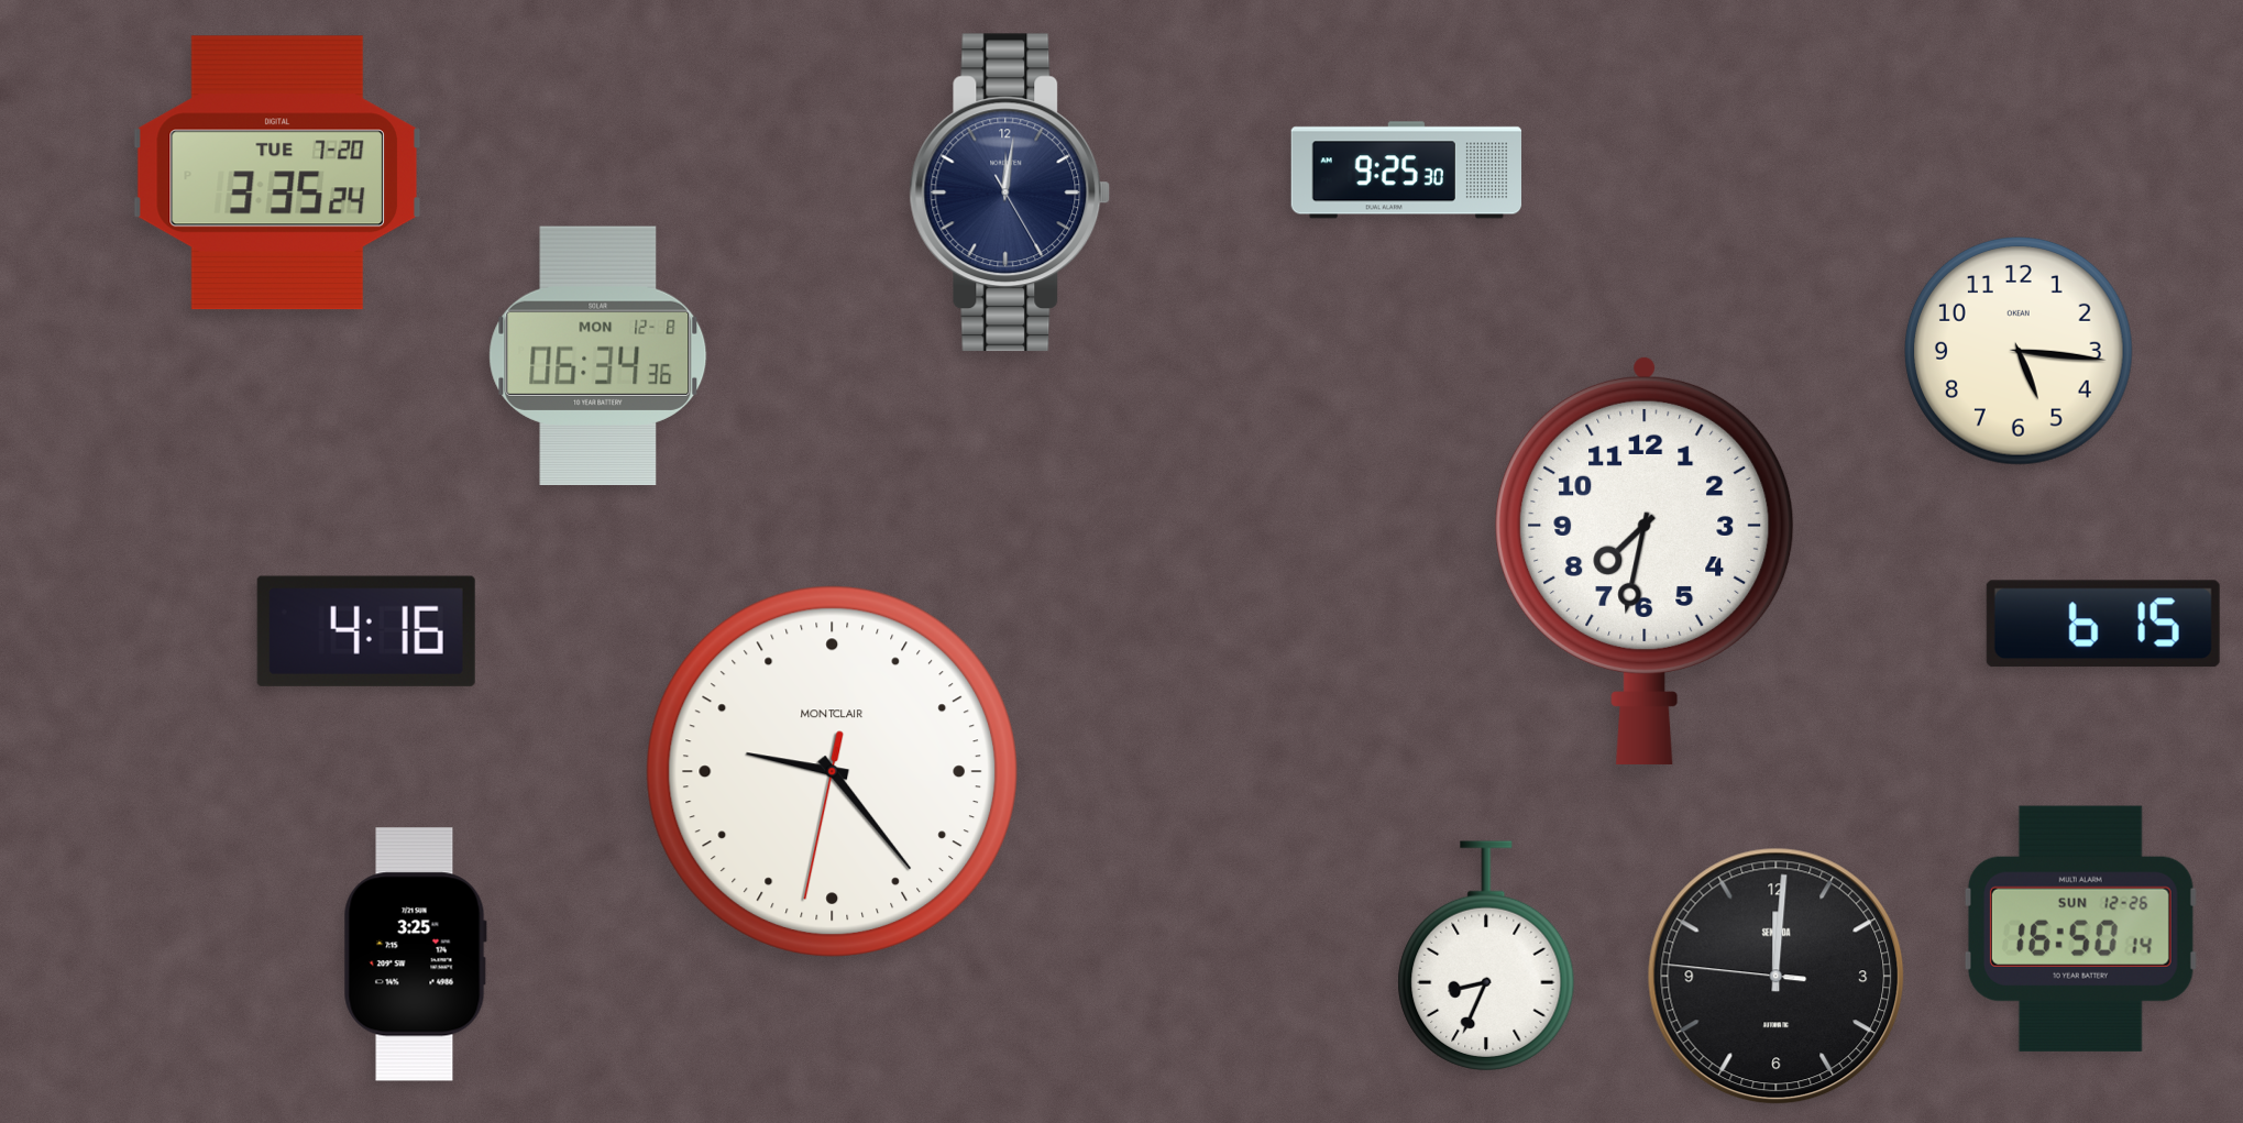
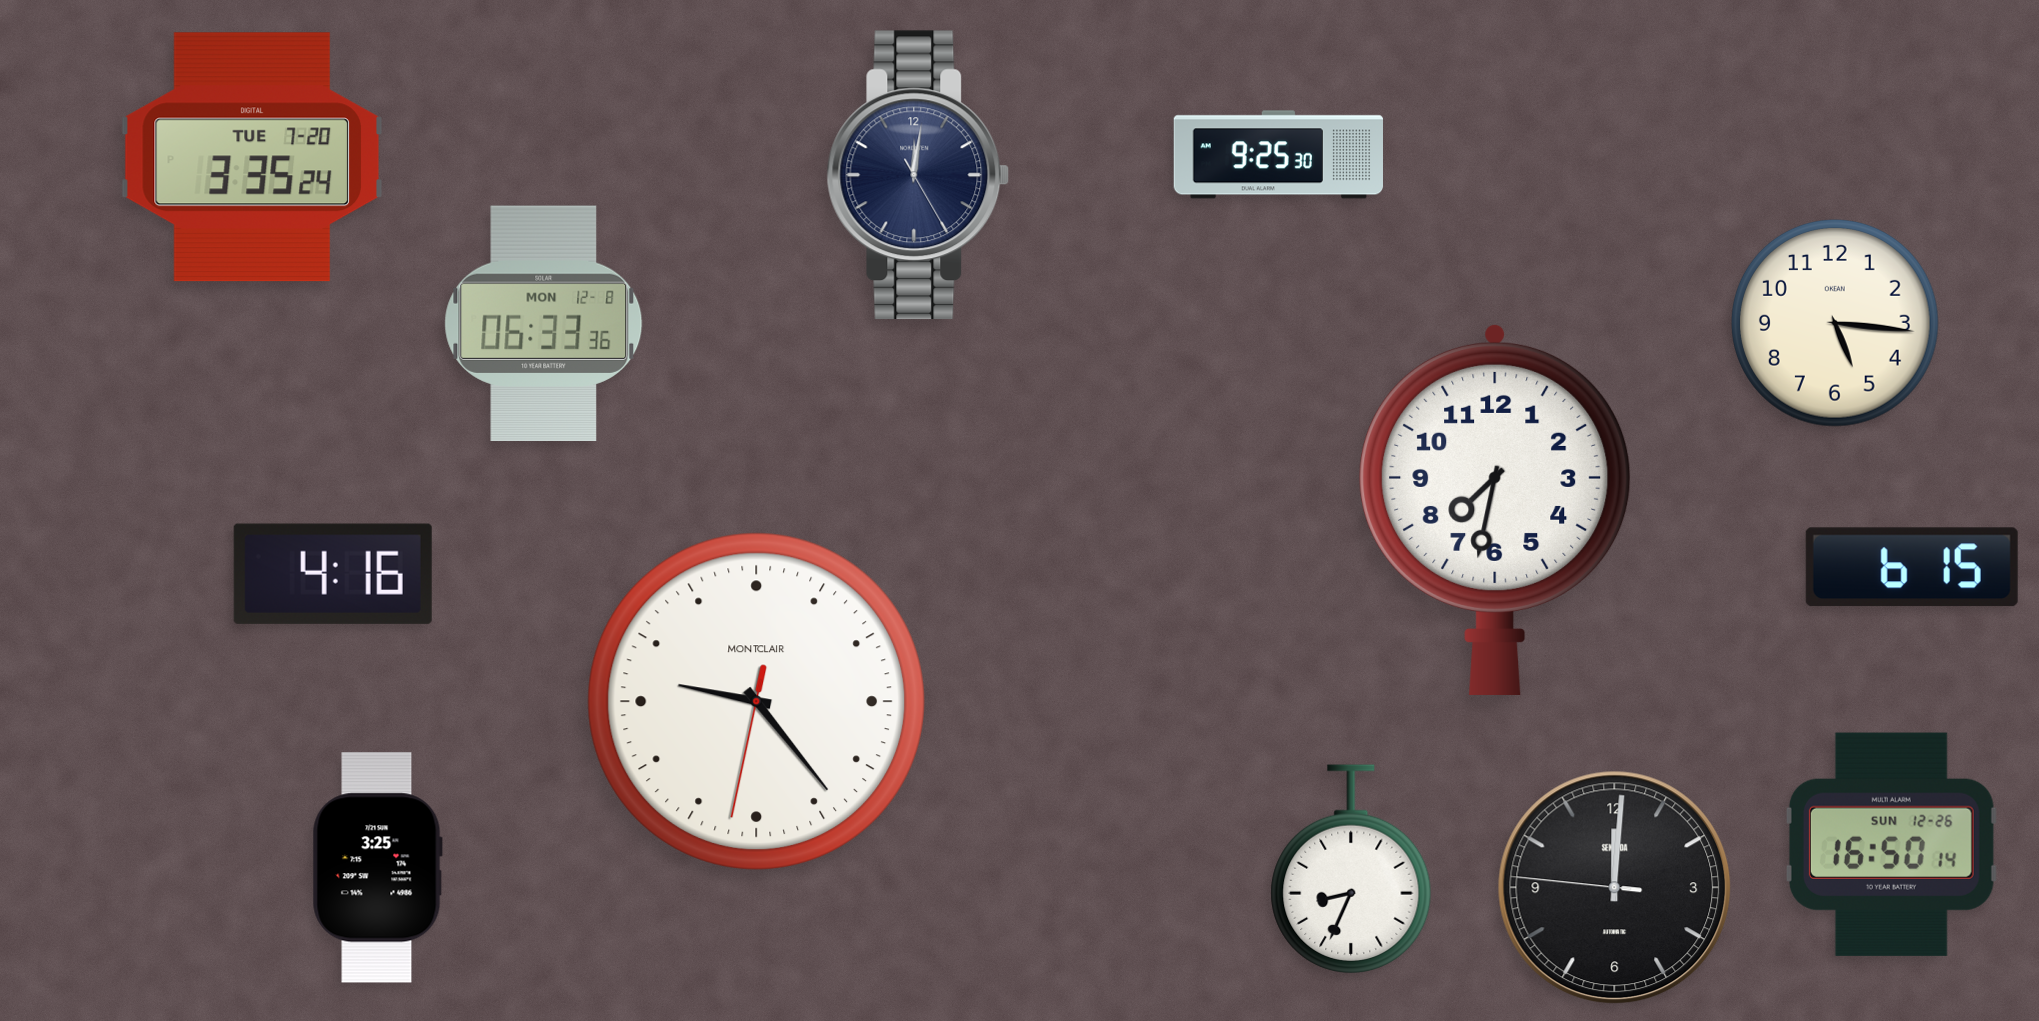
clock at (2020, 352) position: (2020, 352) -> (1836, 324)
clock at (598, 355): 06:34 -> 06:33
